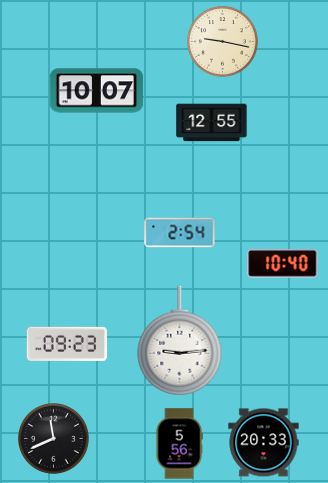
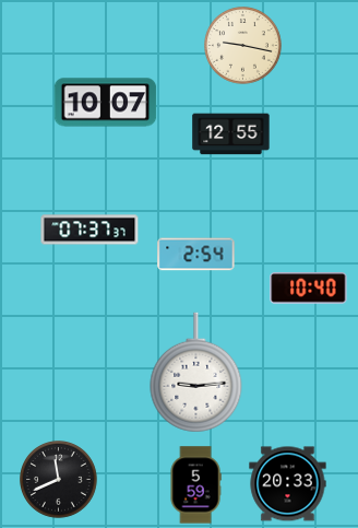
clock at (97, 91) position: (97, 91) -> (106, 103)
clock at (89, 230): none -> 07:37
clock at (67, 344): 09:23 -> none
clock at (179, 444): 5:56 -> 5:59
